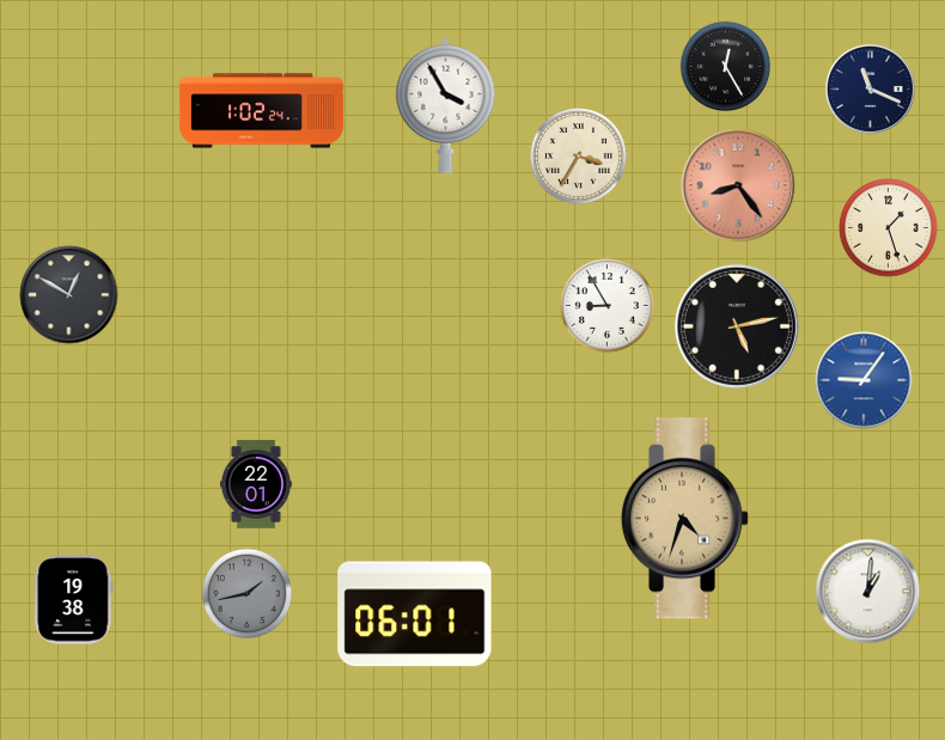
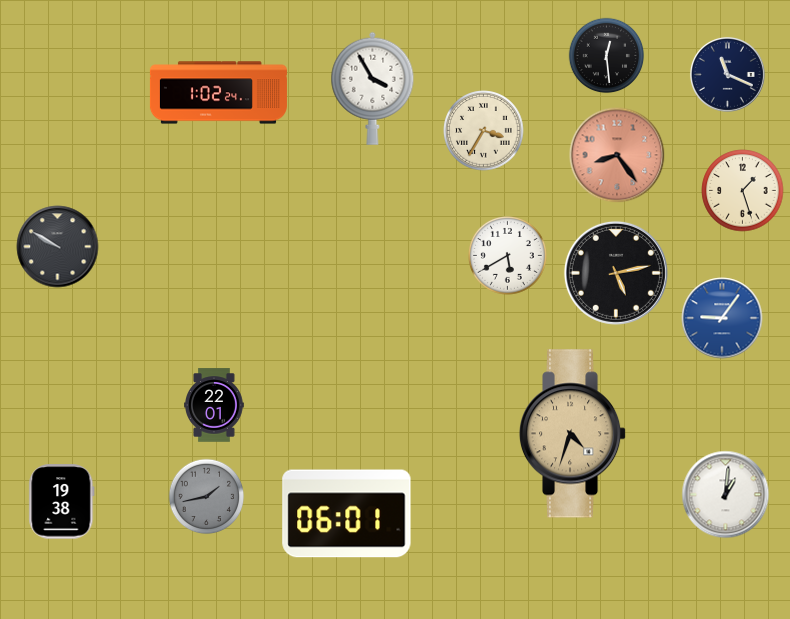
clock at (726, 67): 12:25 -> 12:29
clock at (69, 295): 12:50 -> 9:50
clock at (606, 305): 8:55 -> 5:40
